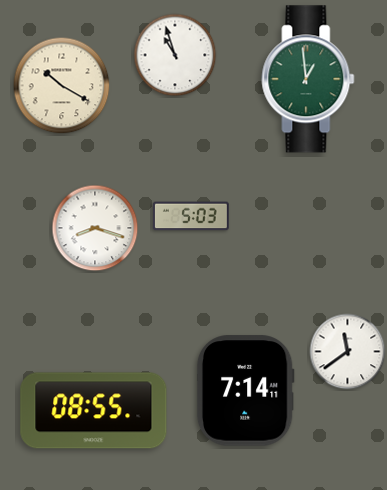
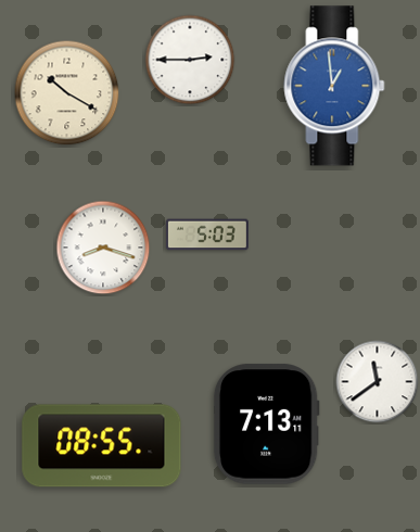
clock at (175, 55): 10:57 -> 2:45
clock at (308, 79) dial: green -> blue
clock at (245, 391): 7:14 -> 7:13
